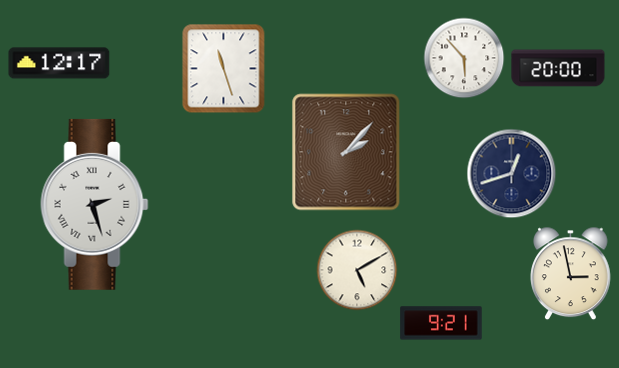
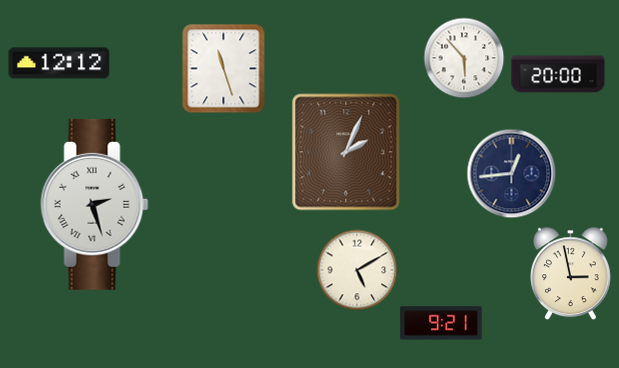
clock at (59, 63): 12:17 -> 12:12
clock at (558, 68) position: (558, 68) -> (558, 74)
clock at (346, 152): 2:07 -> 2:04
clock at (511, 173): 12:42 -> 12:44
